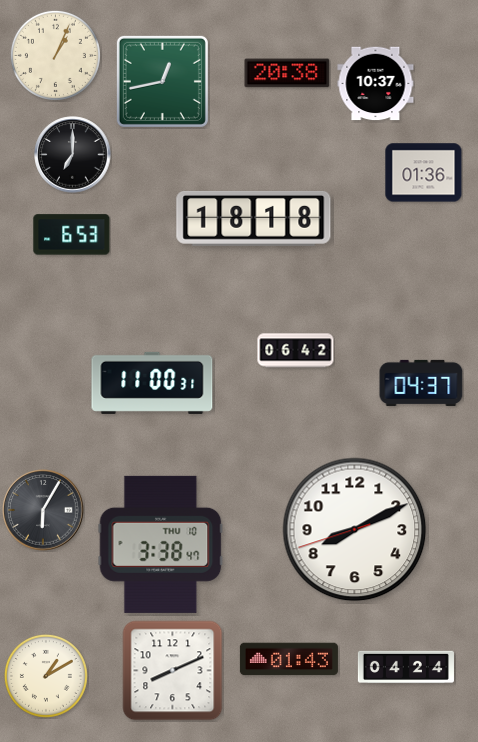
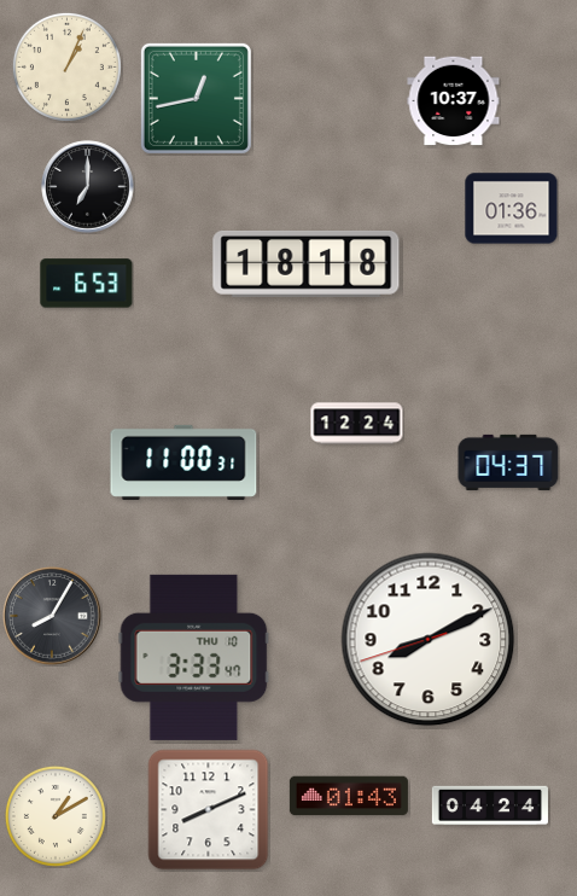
clock at (287, 73): 20:38 -> none
clock at (296, 351): 06:42 -> 12:24
clock at (43, 510): 6:05 -> 8:05
clock at (161, 544): 3:38 -> 3:33
